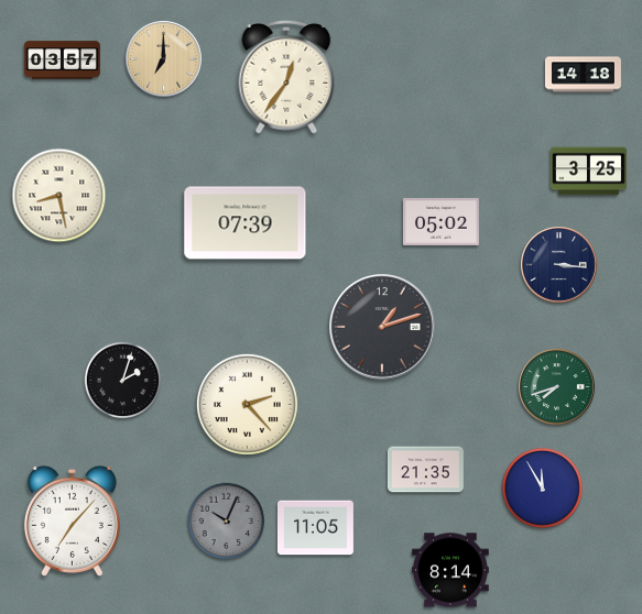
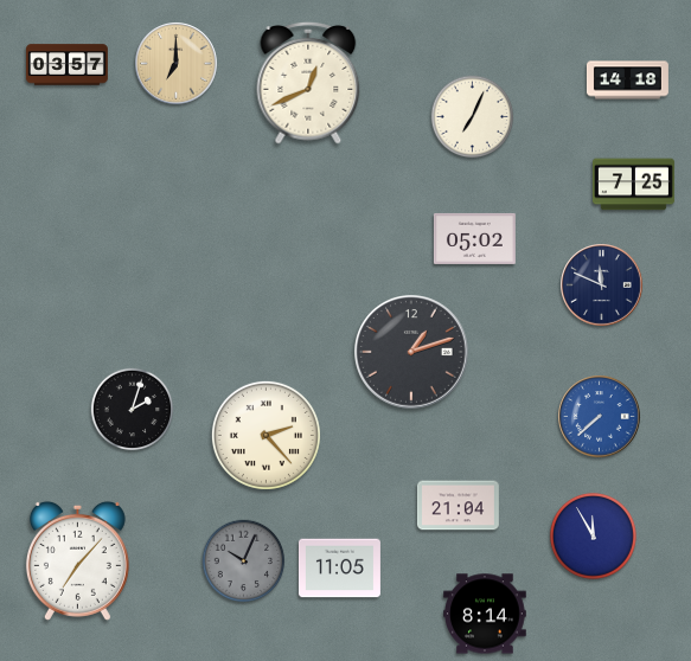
clock at (286, 77): 12:36 -> 12:41
clock at (473, 117): none -> 7:04
clock at (588, 172): 3:25 -> 7:25
clock at (59, 196): 8:28 -> none
clock at (246, 223): 07:39 -> none
clock at (559, 265): 3:16 -> 11:49
clock at (557, 387): 7:42 -> 7:38
clock at (557, 387) dial: green -> blue
clock at (425, 470): 21:35 -> 21:04
clock at (542, 487) position: (542, 487) -> (593, 535)
